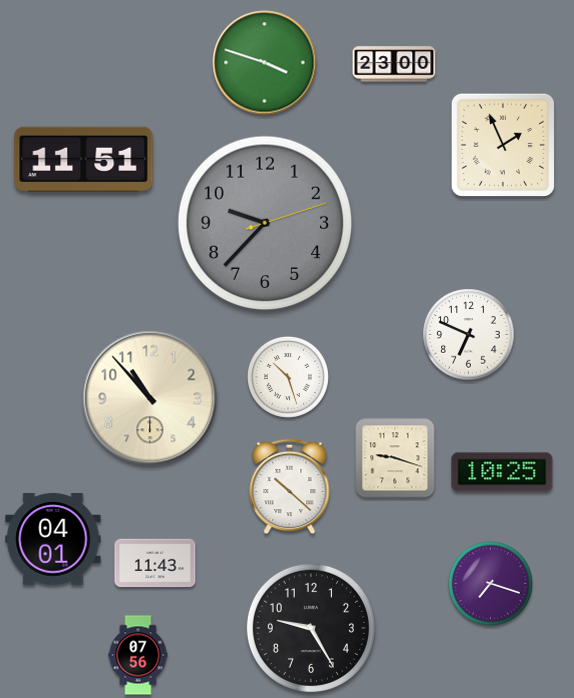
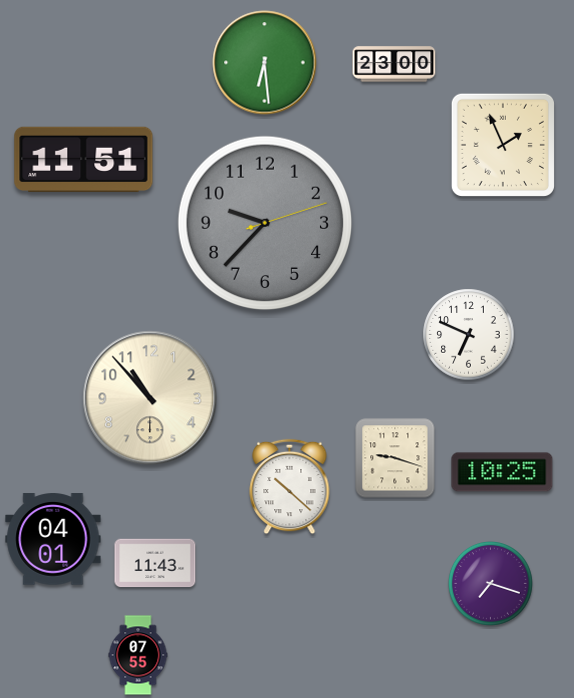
clock at (265, 63): 3:48 -> 6:29
clock at (288, 377): 10:27 -> none
clock at (311, 628): 9:25 -> none
clock at (138, 655): 07:56 -> 07:55
